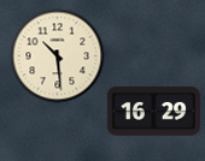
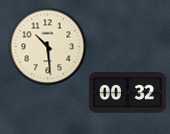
clock at (153, 112): 16:29 -> 00:32
